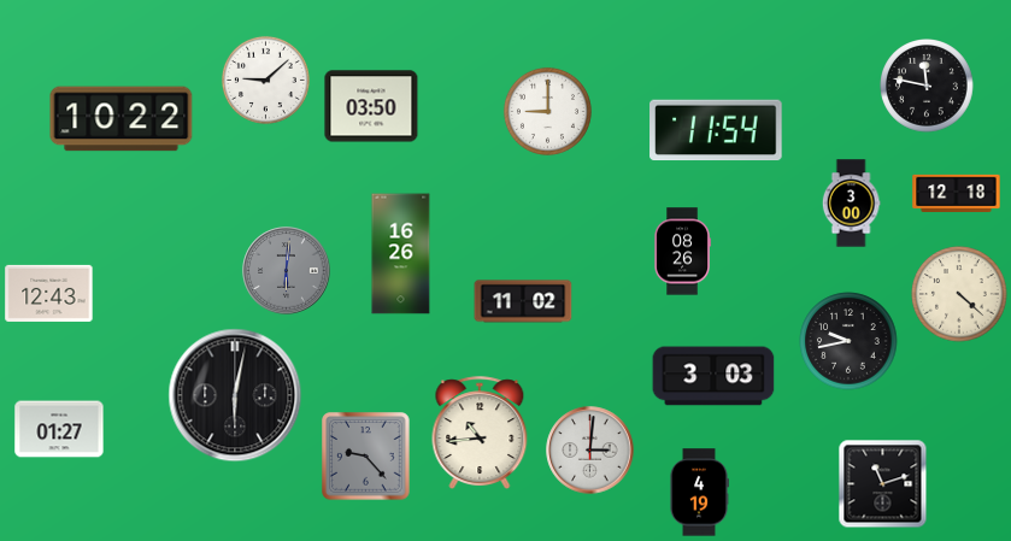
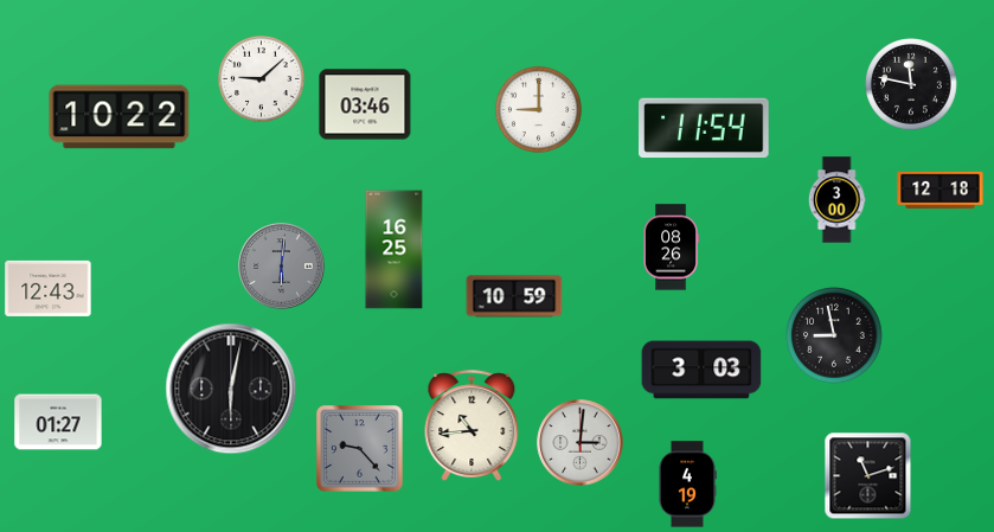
clock at (371, 106): 03:50 -> 03:46
clock at (401, 254): 16:26 -> 16:25
clock at (959, 294): 4:22 -> none
clock at (523, 301): 11:02 -> 10:59
clock at (848, 341): 9:43 -> 8:58
